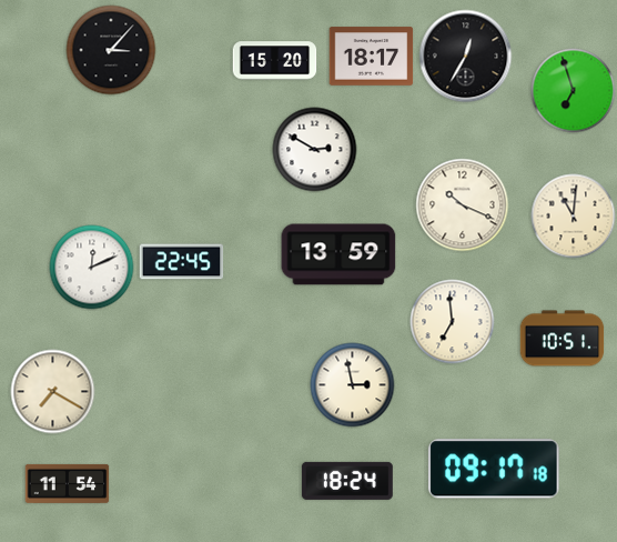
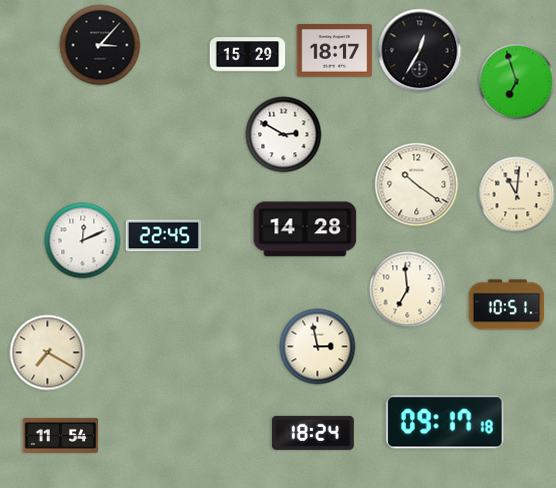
clock at (275, 61): 15:20 -> 15:29
clock at (463, 205): 10:19 -> 10:21
clock at (338, 254): 13:59 -> 14:28
